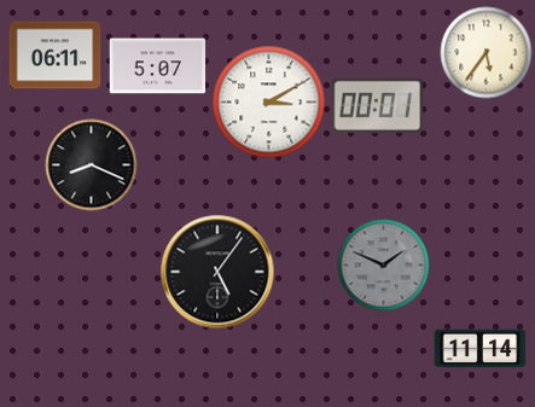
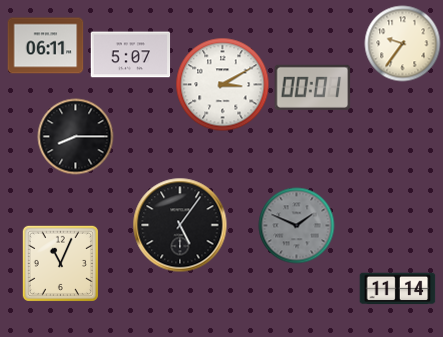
clock at (487, 53): 5:36 -> 9:36
clock at (92, 165): 8:19 -> 8:15
clock at (384, 266) position: (384, 266) -> (297, 226)
clock at (60, 263): none -> 11:04
